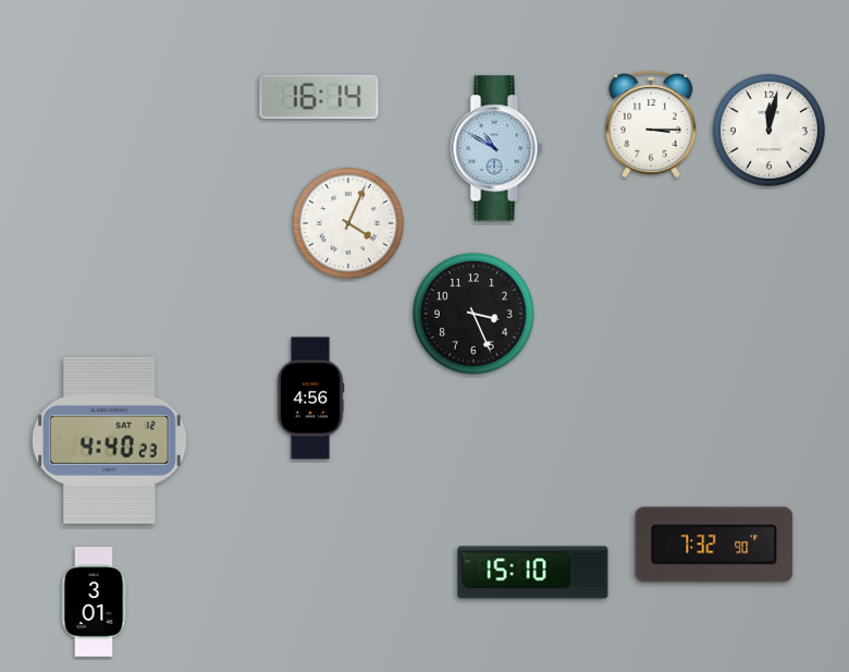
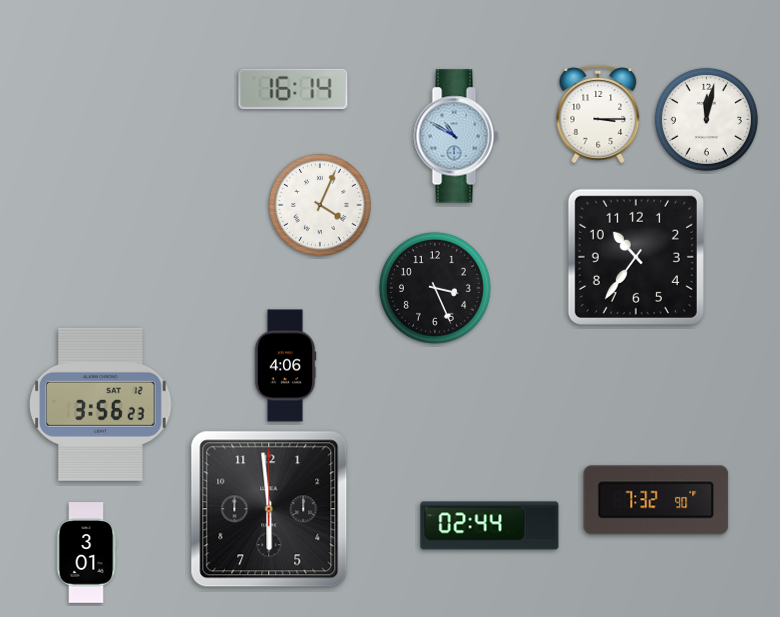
clock at (636, 257): none -> 10:36
clock at (310, 399): 4:56 -> 4:06
clock at (110, 440): 4:40 -> 3:56
clock at (269, 509): none -> 5:59
clock at (533, 573): 15:10 -> 02:44
